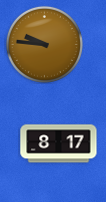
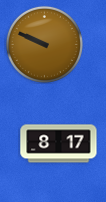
clock at (44, 44): 9:46 -> 9:49
